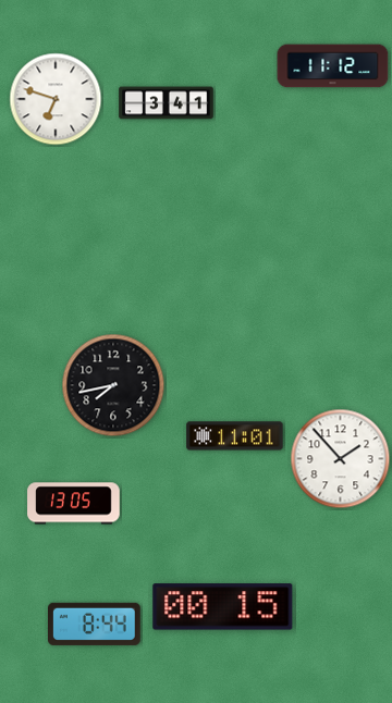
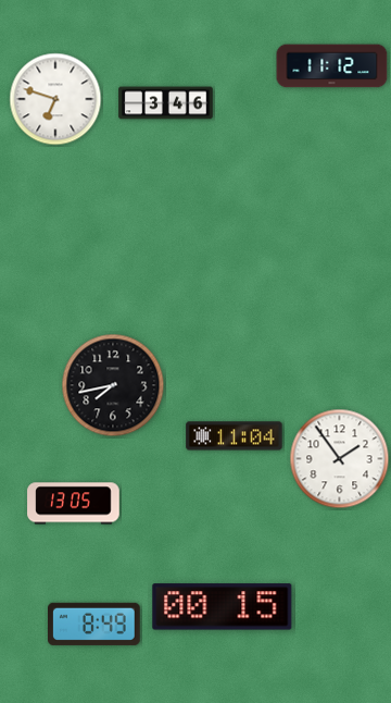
clock at (167, 103): 3:41 -> 3:46
clock at (235, 436): 11:01 -> 11:04
clock at (341, 459): 1:53 -> 1:54
clock at (95, 624): 8:44 -> 8:49
